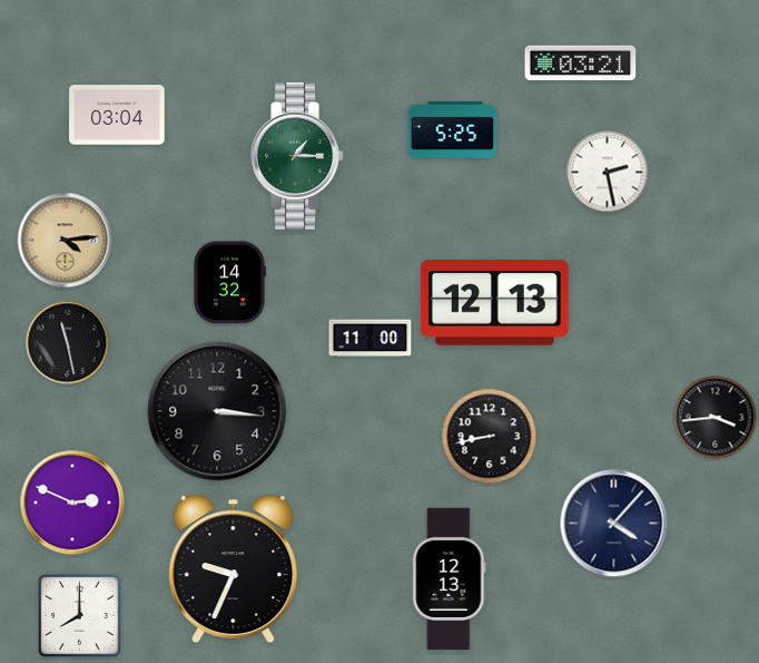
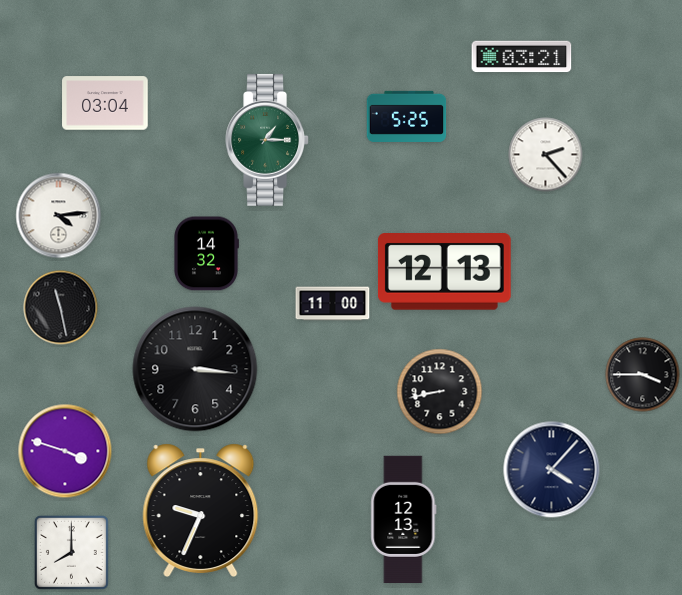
clock at (608, 173): 2:28 -> 2:23
clock at (66, 241) dial: champagne -> white
clock at (716, 418): 3:44 -> 3:45
clock at (72, 503): 2:49 -> 3:48
clock at (234, 568) position: (234, 568) -> (201, 510)
